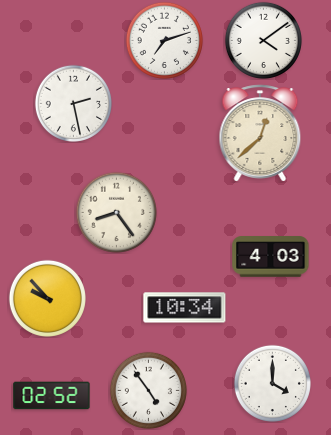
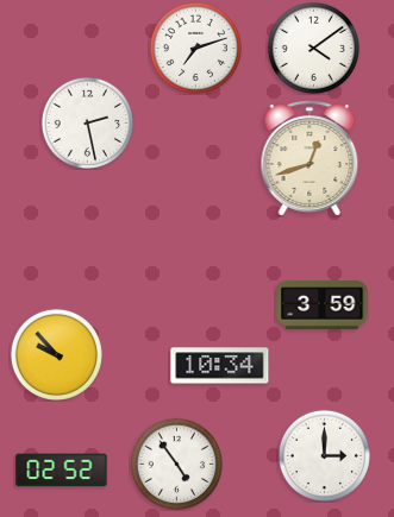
clock at (260, 133): 12:38 -> 12:42
clock at (116, 212): 8:24 -> none
clock at (271, 257): 4:03 -> 3:59
clock at (272, 383): 4:00 -> 3:00
